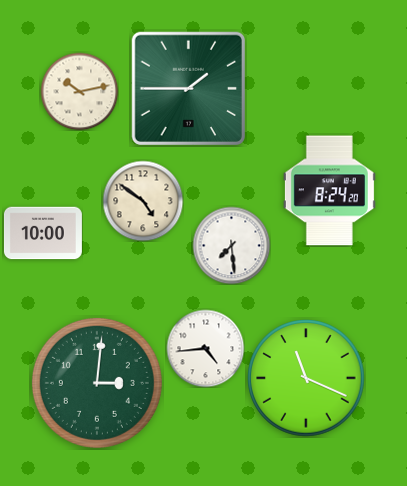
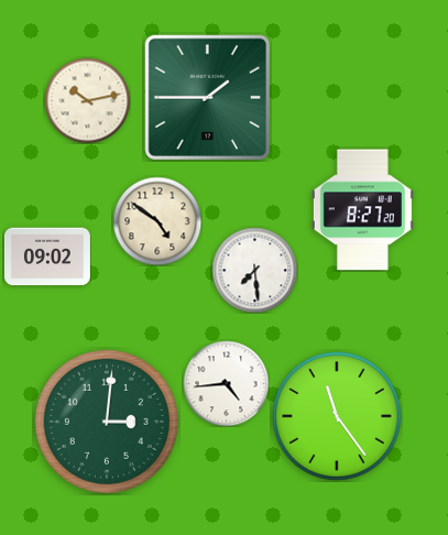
clock at (329, 191): 8:24 -> 8:27
clock at (43, 233): 10:00 -> 09:02
clock at (306, 378): 11:19 -> 11:24
